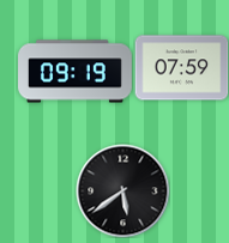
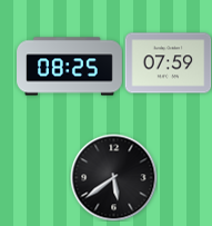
clock at (76, 72): 09:19 -> 08:25
